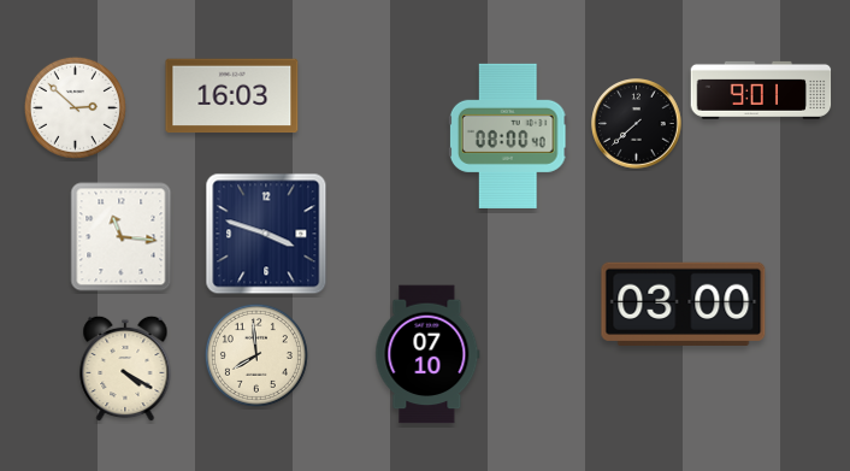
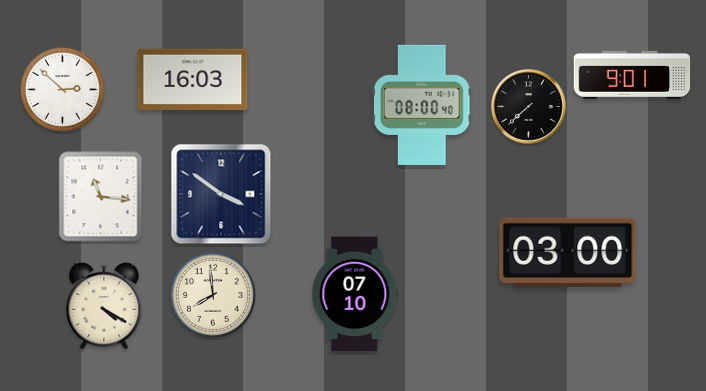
clock at (637, 124) position: (637, 124) -> (529, 107)
clock at (508, 136) position: (508, 136) -> (422, 105)
clock at (266, 234): 3:48 -> 3:51
